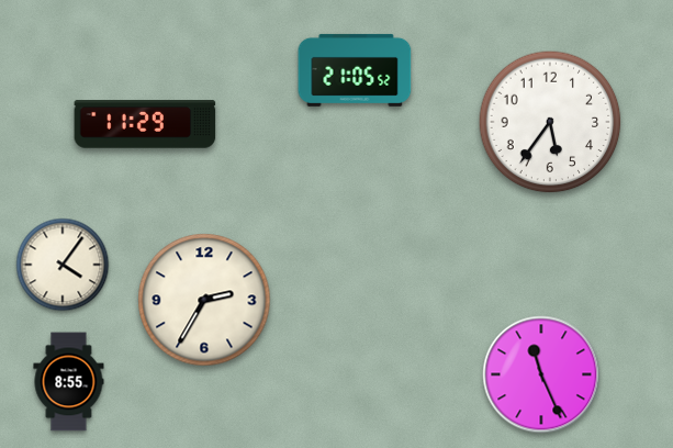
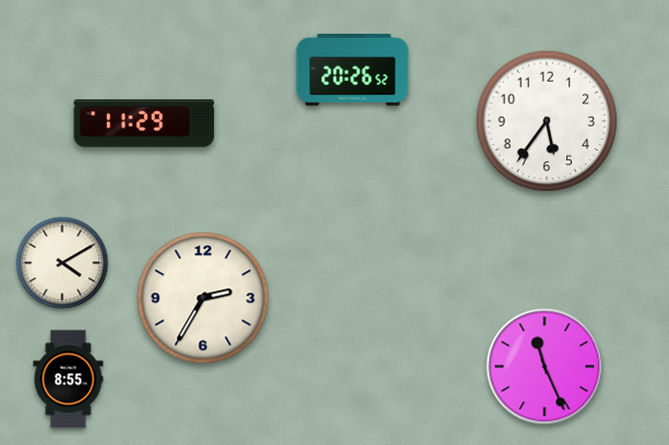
clock at (355, 70): 21:05 -> 20:26
clock at (63, 265): 4:06 -> 4:10
clock at (541, 374) position: (541, 374) -> (545, 366)
